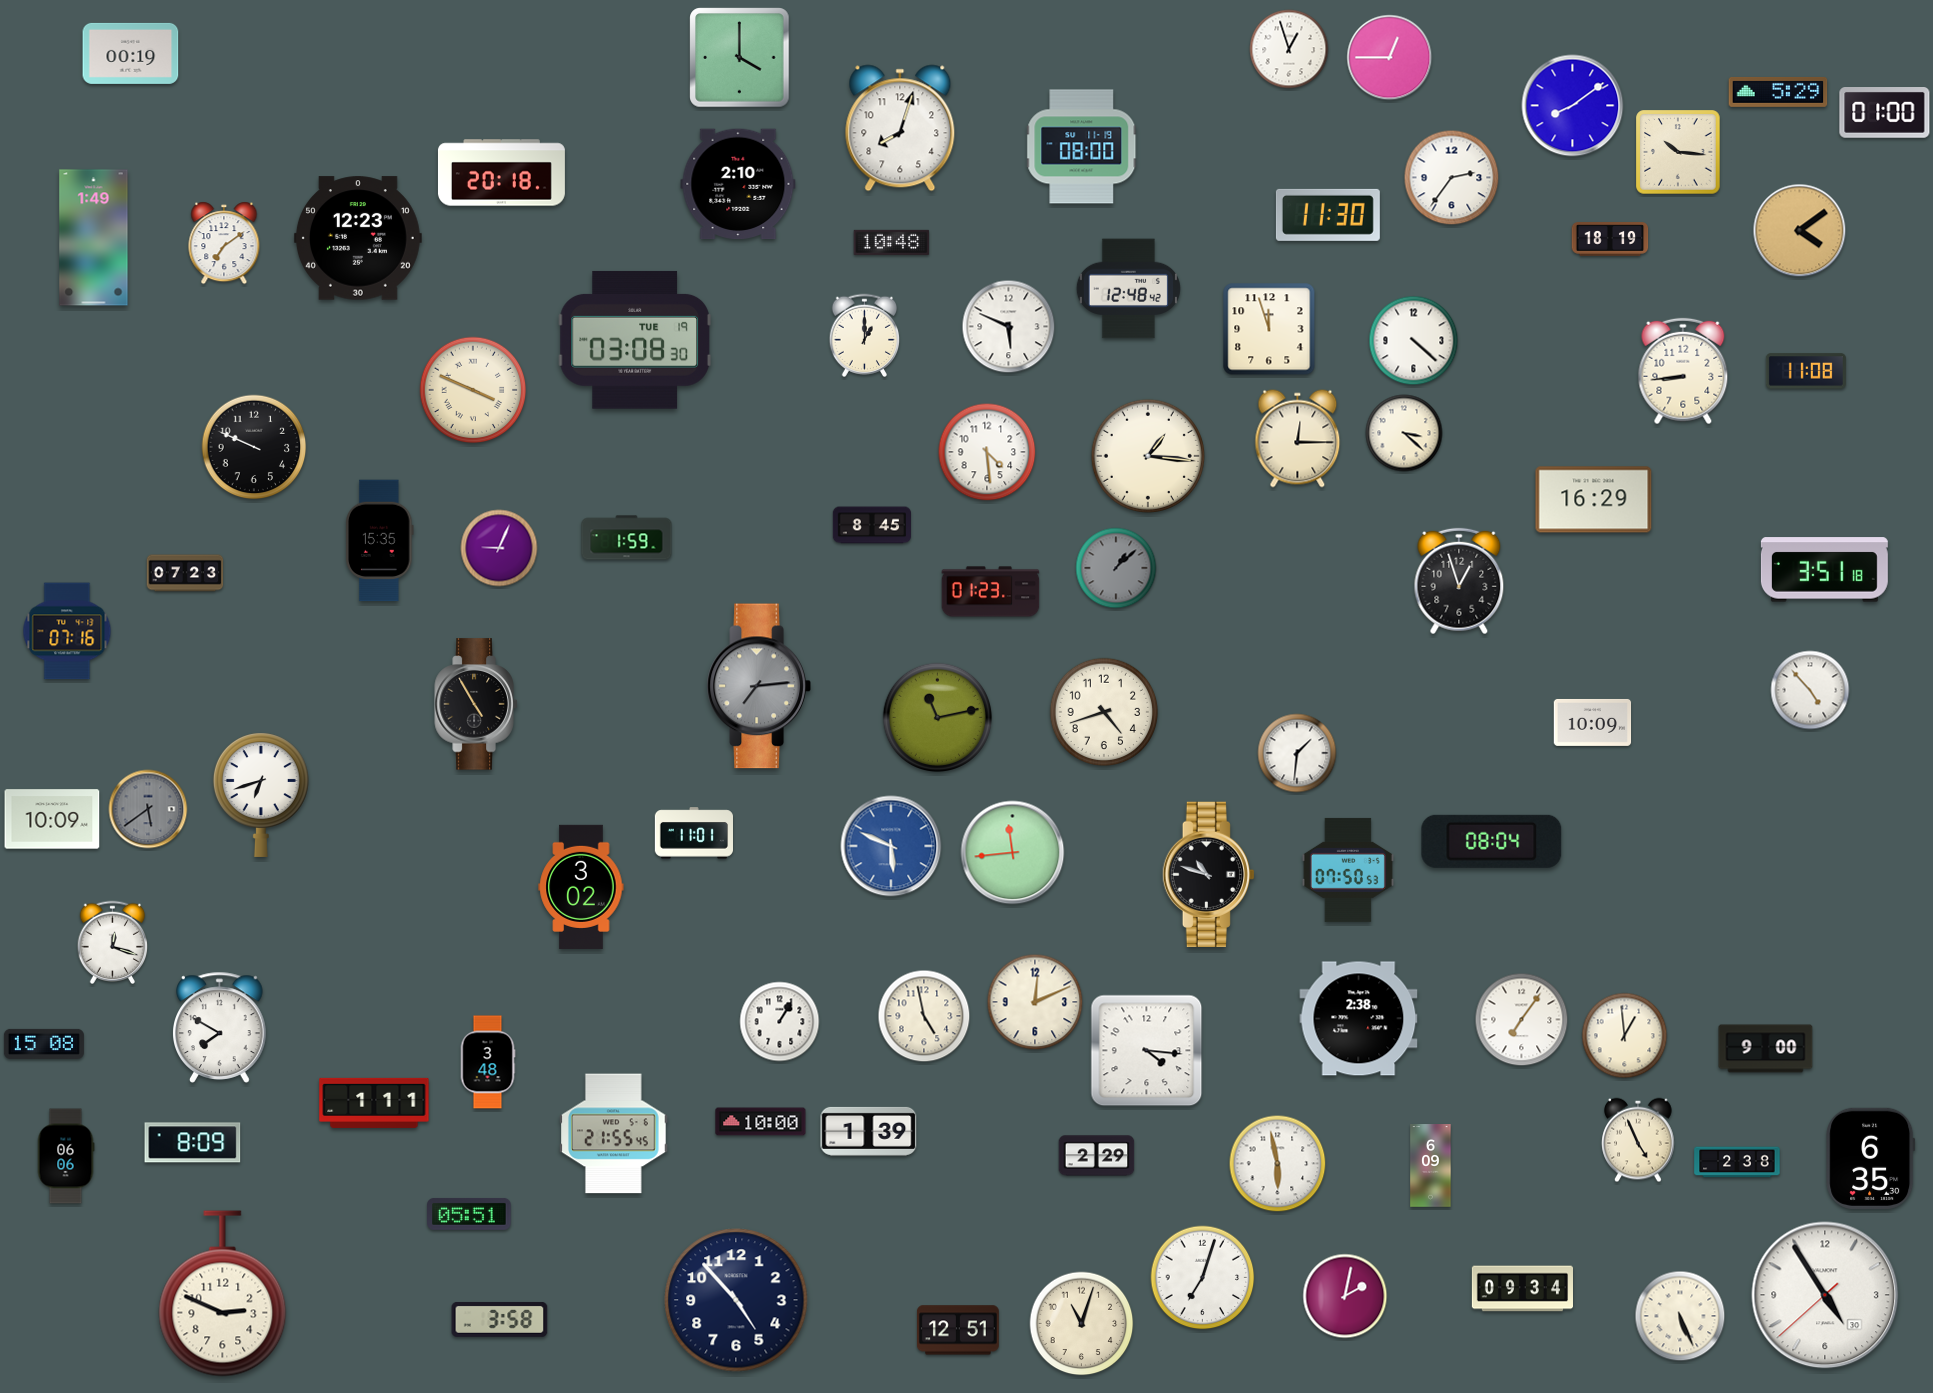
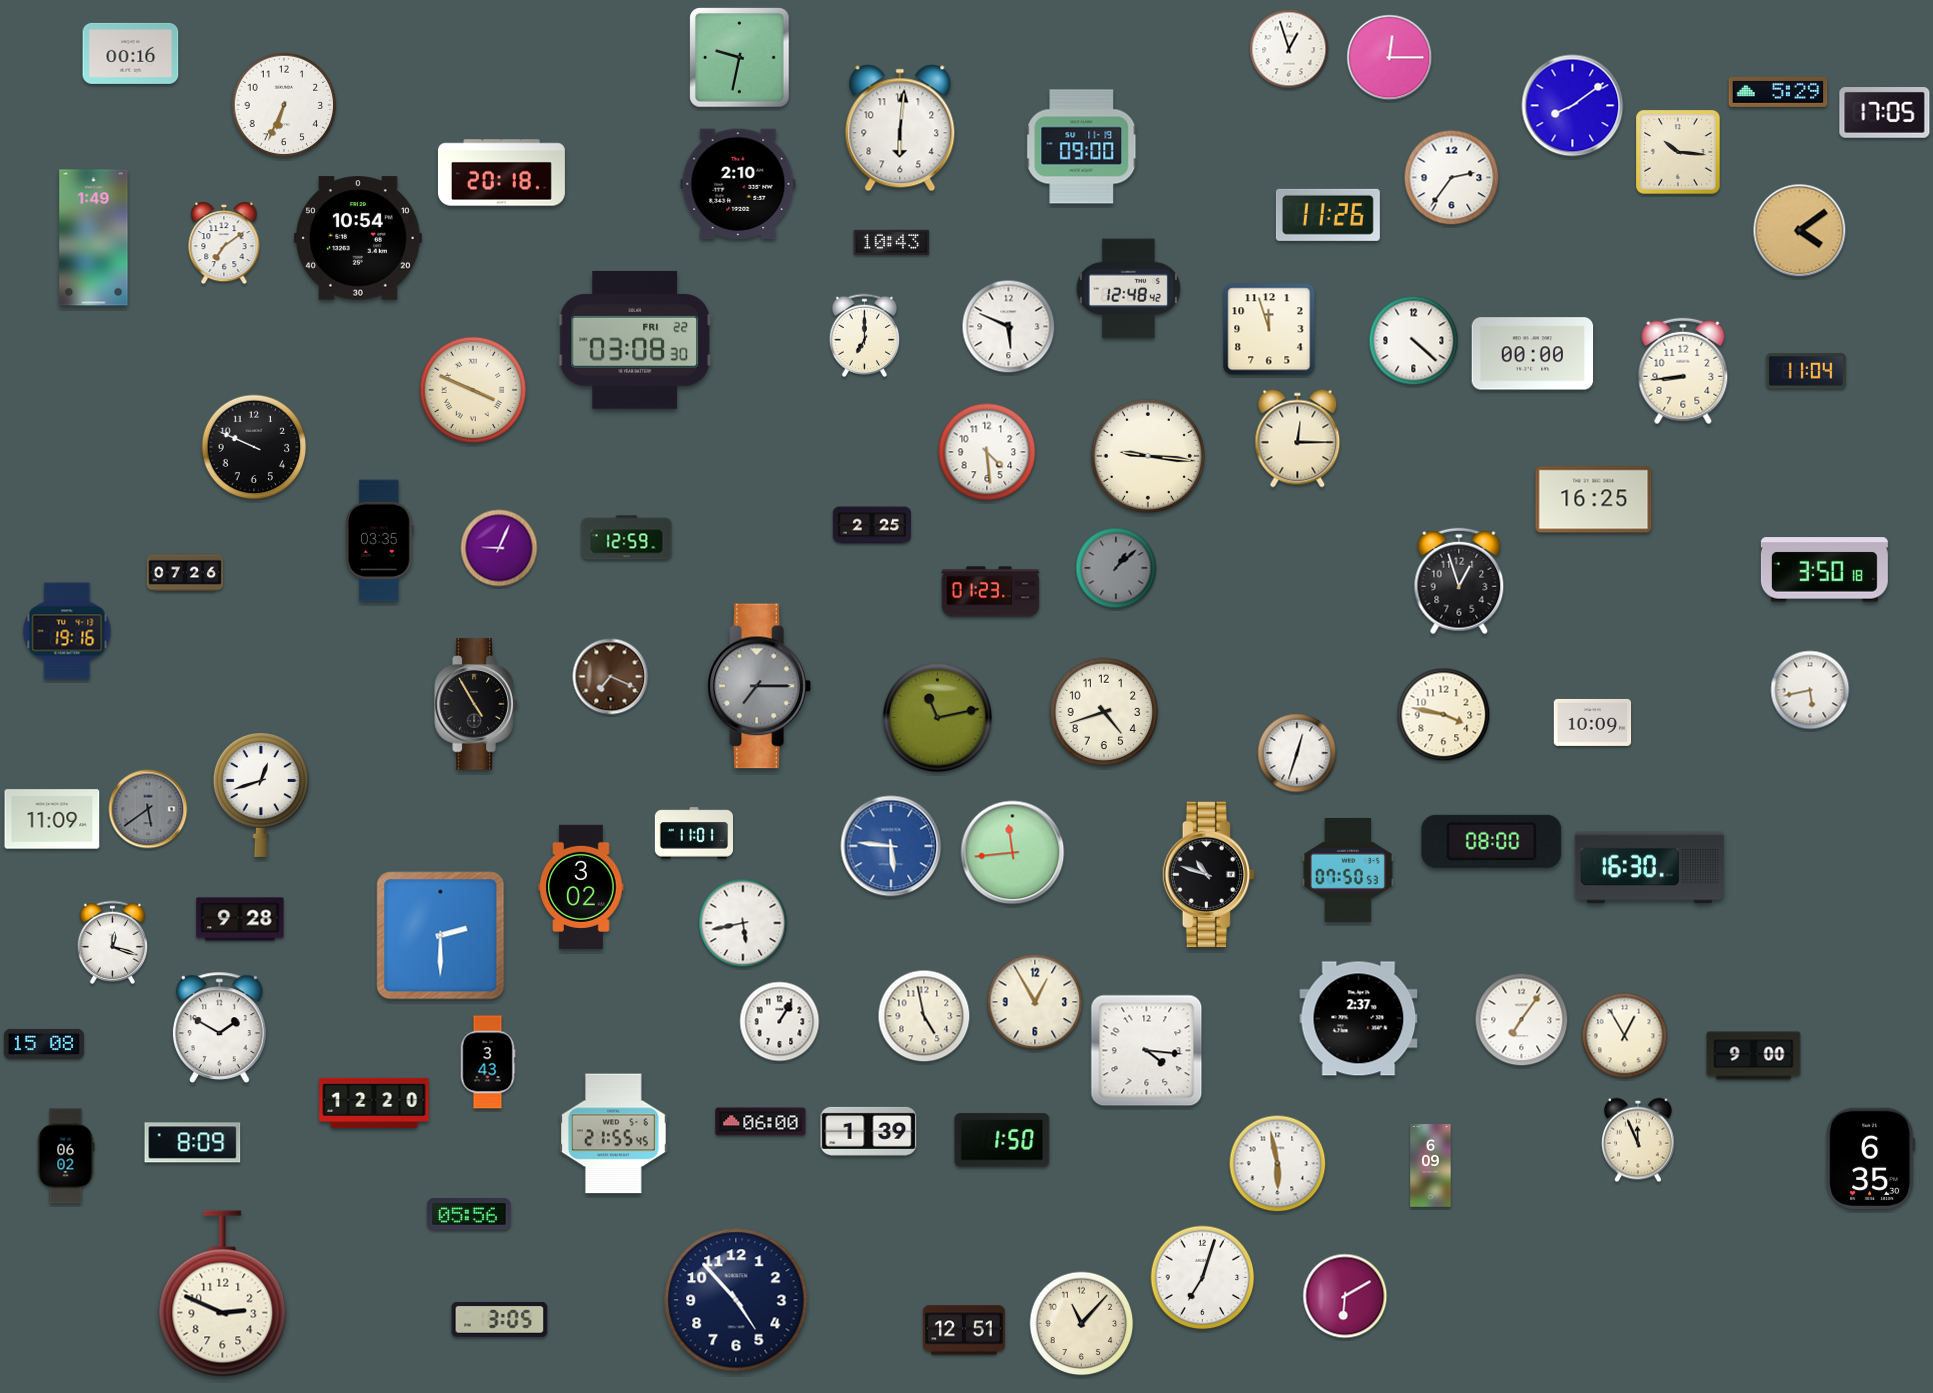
clock at (131, 53): 00:19 -> 00:16
clock at (740, 58): 4:00 -> 9:32
clock at (1390, 58): 12:45 -> 12:15
clock at (284, 105): none -> 6:34
clock at (1885, 113): 01:00 -> 17:05
clock at (900, 128): 8:03 -> 6:01
clock at (1082, 147): 08:00 -> 09:00
clock at (1328, 215): 11:30 -> 11:26
clock at (358, 238): 12:23 -> 10:54
clock at (1610, 239): 18:19 -> none
clock at (892, 242): 10:48 -> 10:43
clock at (865, 336): 1:00 -> 7:00
clock at (635, 340) date: TUE 19 -> FRI 22
clock at (1533, 354): none -> 00:00
clock at (1806, 371): 11:08 -> 11:04
clock at (1404, 433): 3:22 -> none
clock at (1148, 456): 1:16 -> 9:16
clock at (1594, 500): 16:29 -> 16:25
clock at (871, 525): 8:45 -> 2:25
clock at (627, 538): 1:59 -> 12:59
clock at (380, 541): 15:35 -> 03:35
clock at (1824, 570): 3:51 -> 3:50
clock at (185, 573): 07:23 -> 07:26
clock at (67, 631): 07:16 -> 19:16
clock at (611, 677): none -> 7:19
clock at (759, 686): 7:14 -> 7:15
clock at (1810, 690): 4:53 -> 5:43
clock at (1444, 715): none -> 3:47
clock at (1297, 753): 1:31 -> 12:33
clock at (261, 795): 6:42 -> 12:42
clock at (52, 819): 10:09 -> 11:09
clock at (1492, 841): 08:04 -> 08:00
clock at (891, 846): 5:49 -> 5:46
clock at (1649, 868): none -> 16:30
clock at (240, 919): none -> 9:28
clock at (743, 923): none -> 5:43
clock at (441, 936): none -> 2:30
clock at (1035, 1002): 12:11 -> 12:55
clock at (1359, 1019): 2:38 -> 2:37
clock at (220, 1027): 7:50 -> 1:50
clock at (1625, 1036): 12:59 -> 12:55
clock at (1766, 1049) position: (1766, 1049) -> (1754, 1056)
clock at (488, 1062): 3:48 -> 3:43
clock at (374, 1103): 1:11 -> 12:20
clock at (761, 1122): 10:00 -> 06:00
clock at (1002, 1140): none -> 1:50
clock at (1638, 1140): 4:56 -> 11:56
clock at (66, 1156): 06:06 -> 06:02
clock at (1097, 1156): 2:29 -> none
clock at (1737, 1162): 2:38 -> none
clock at (469, 1214): 05:51 -> 05:56
clock at (1522, 1289): 09:34 -> none
clock at (1825, 1295): 4:54 -> none
clock at (1345, 1296): 2:02 -> 6:10
clock at (1680, 1316): 5:26 -> none
clock at (500, 1319): 3:58 -> 3:05
clock at (1082, 1324): 11:03 -> 11:07
clock at (958, 1330) position: (958, 1330) -> (964, 1330)
